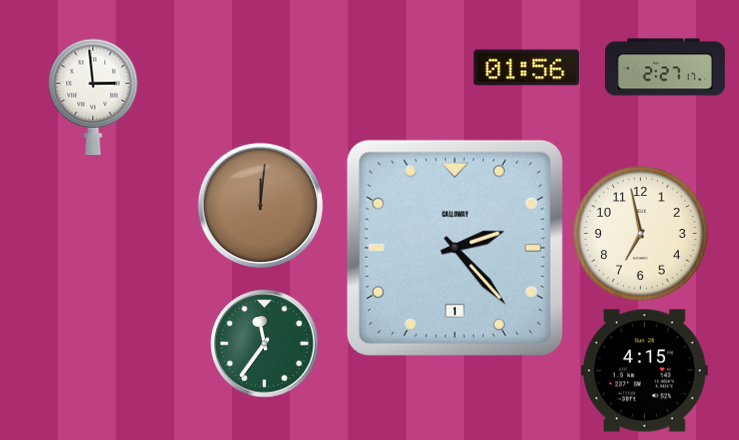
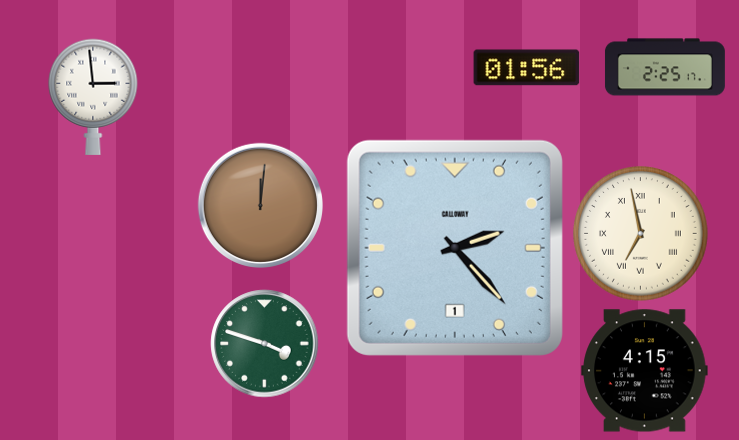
clock at (665, 67): 2:27 -> 2:25
clock at (641, 234) numerals: Arabic -> Roman
clock at (265, 344): 11:36 -> 3:48
